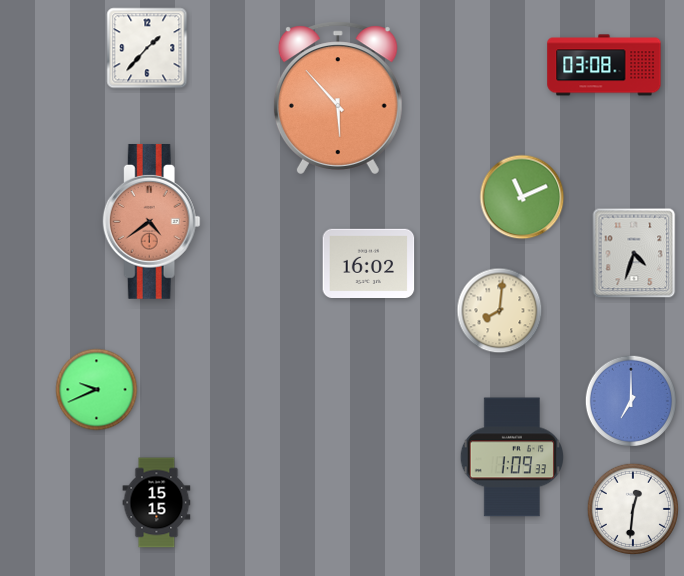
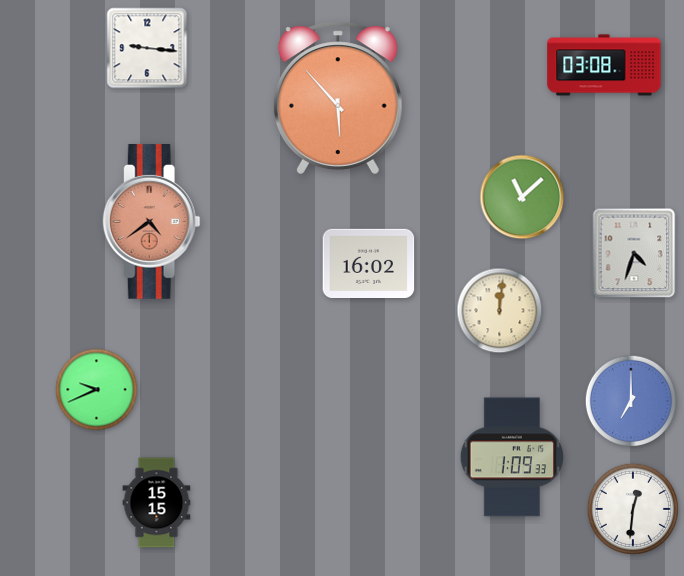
clock at (147, 48): 1:37 -> 9:16
clock at (522, 197): 11:11 -> 11:08
clock at (500, 311): 8:01 -> 12:01
